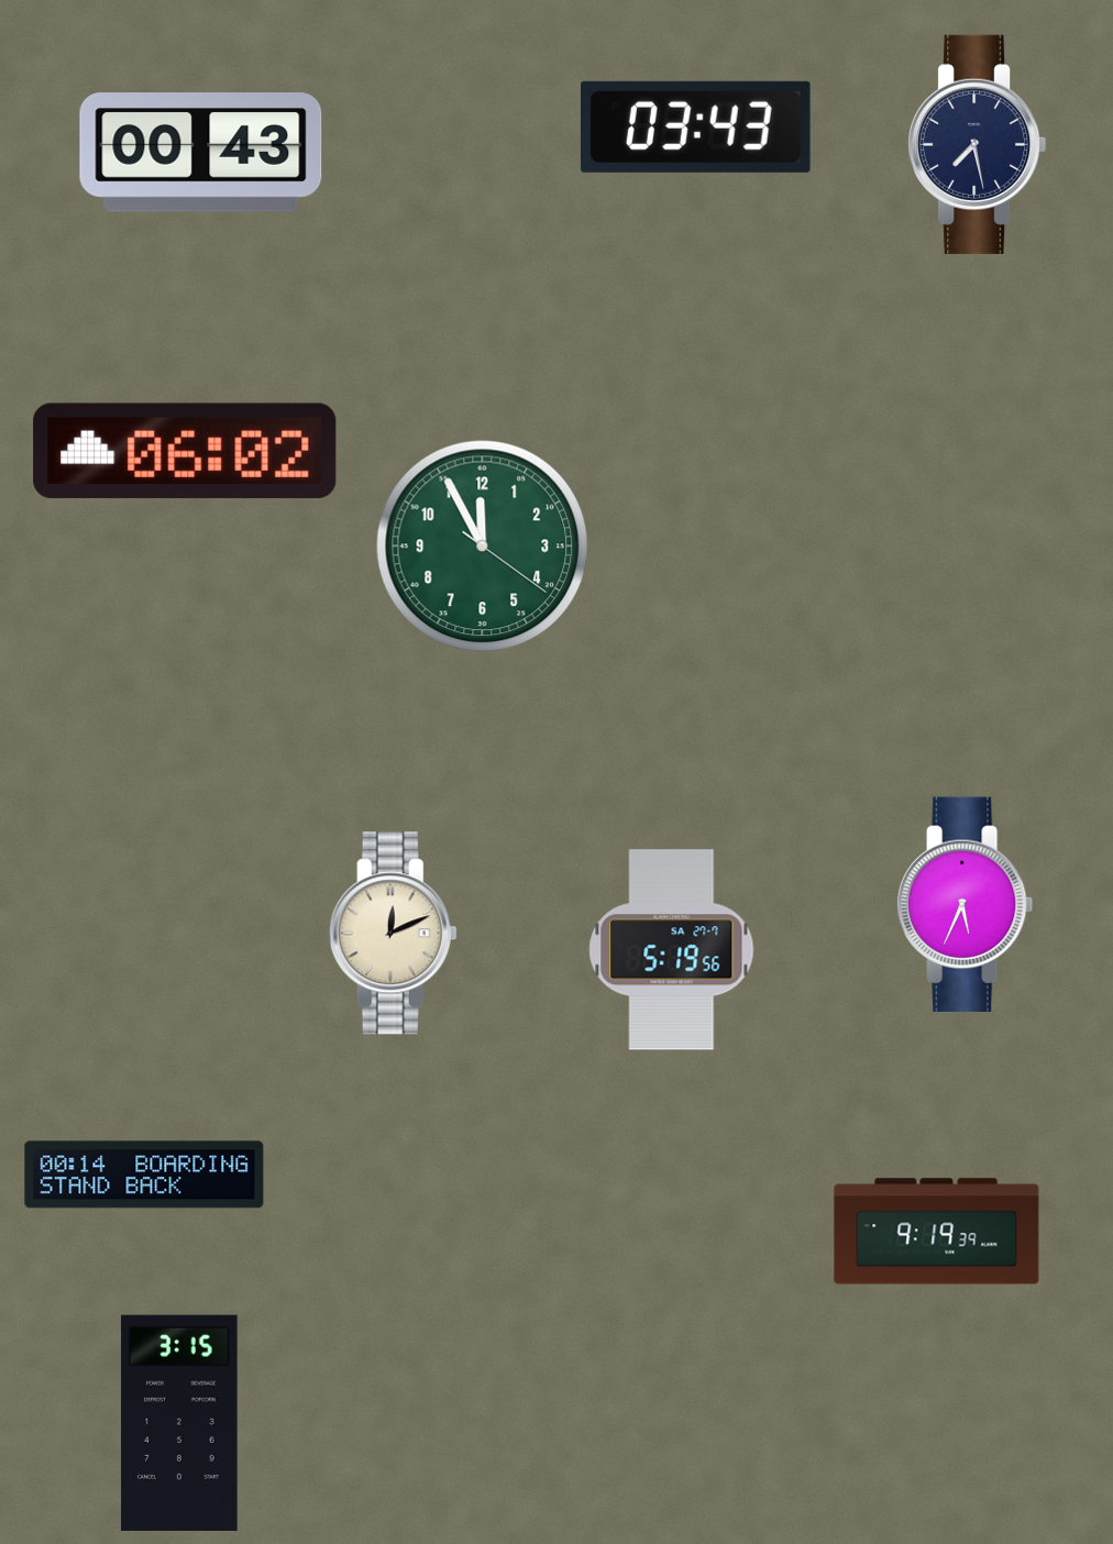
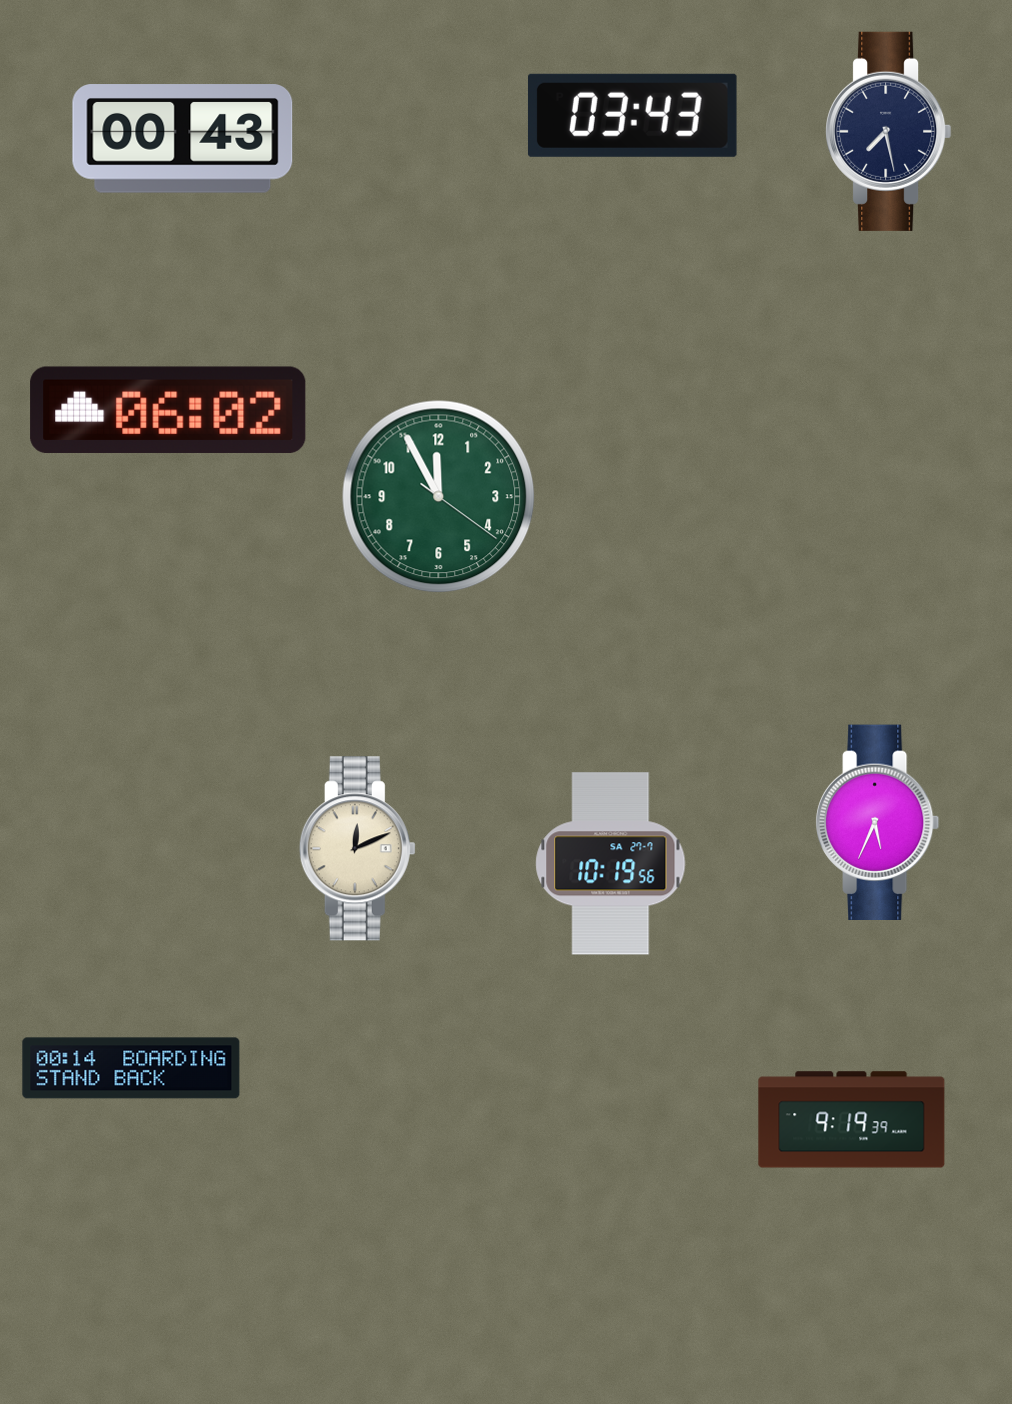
clock at (672, 950): 5:19 -> 10:19
clock at (179, 1422): 3:15 -> none
